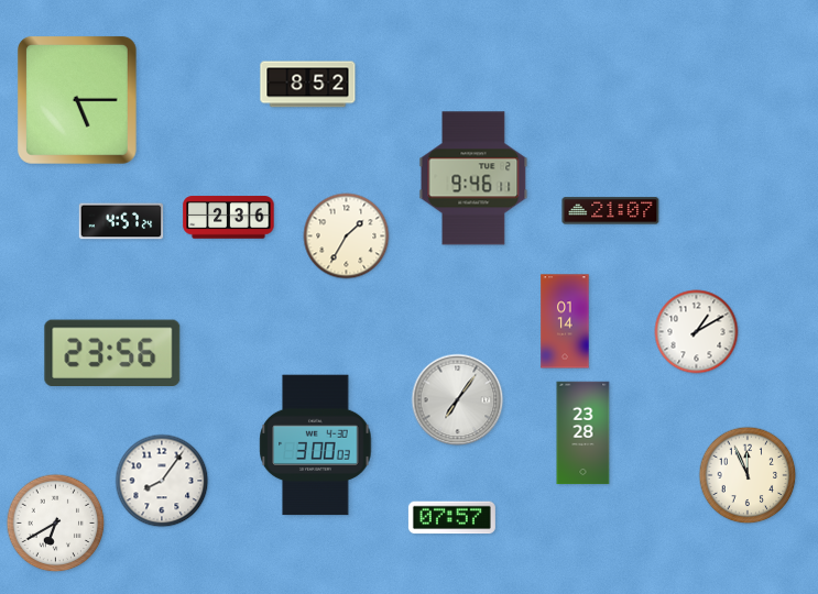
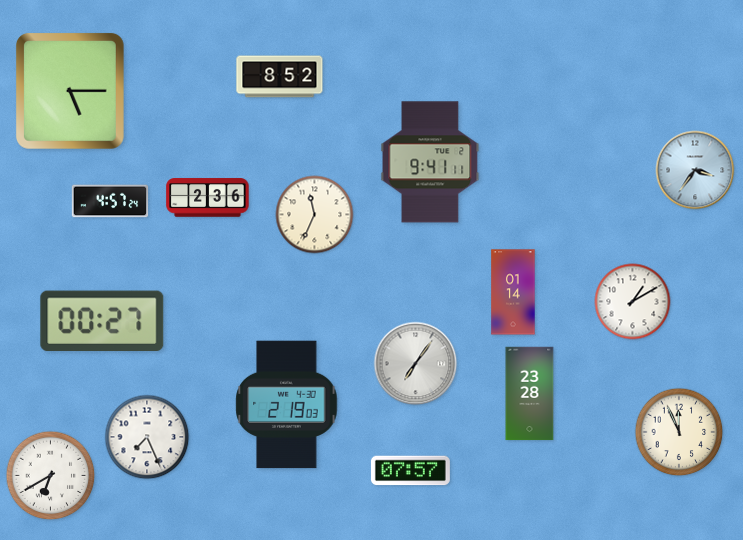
clock at (473, 178): 9:46 -> 9:41
clock at (695, 170): none -> 3:36
clock at (611, 211): 21:07 -> none
clock at (347, 237): 1:35 -> 11:34
clock at (112, 352): 23:56 -> 00:27
clock at (316, 446): 3:00 -> 2:19
clock at (162, 481): 8:06 -> 7:26
